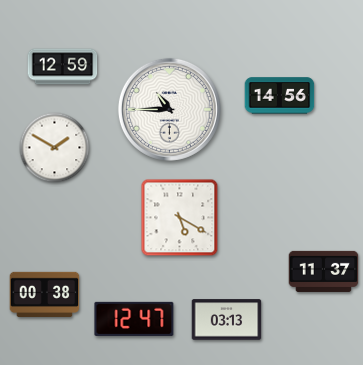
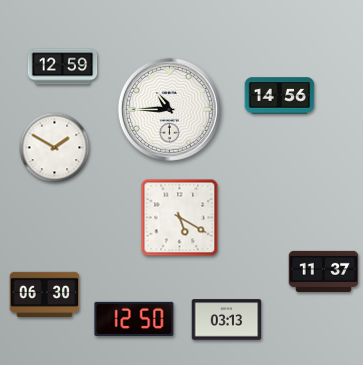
clock at (45, 294): 00:38 -> 06:30
clock at (134, 319): 12:47 -> 12:50
